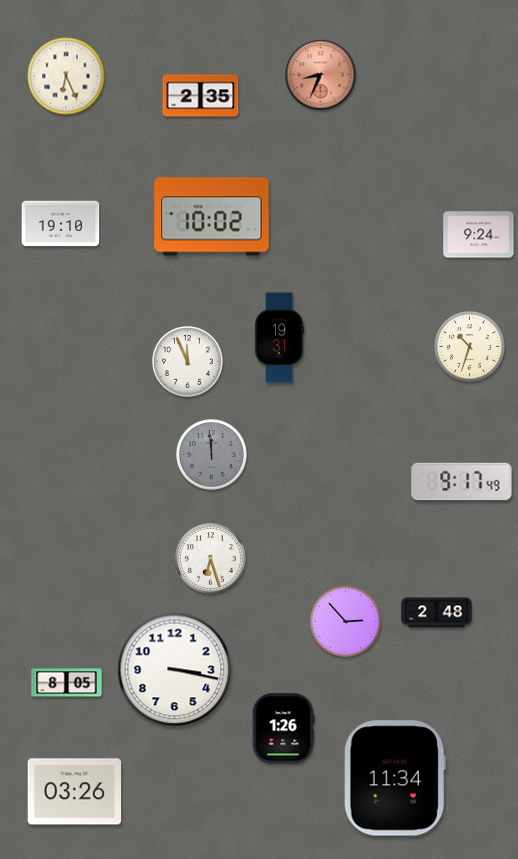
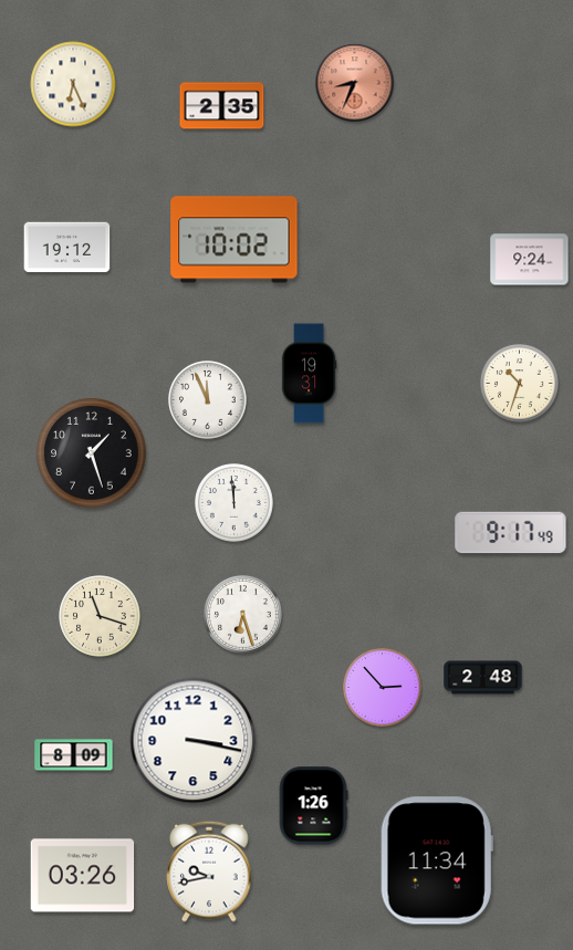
clock at (61, 224): 19:10 -> 19:12
clock at (92, 453): none -> 1:27
clock at (212, 455) dial: grey -> white
clock at (100, 616): none -> 11:18
clock at (211, 559) position: (211, 559) -> (243, 615)
clock at (67, 683): 8:05 -> 8:09
clock at (209, 871): none -> 9:43
